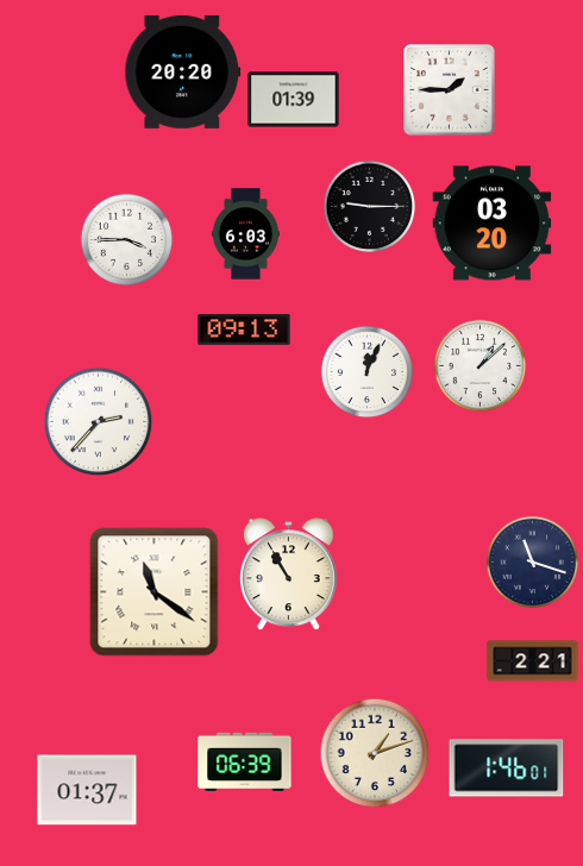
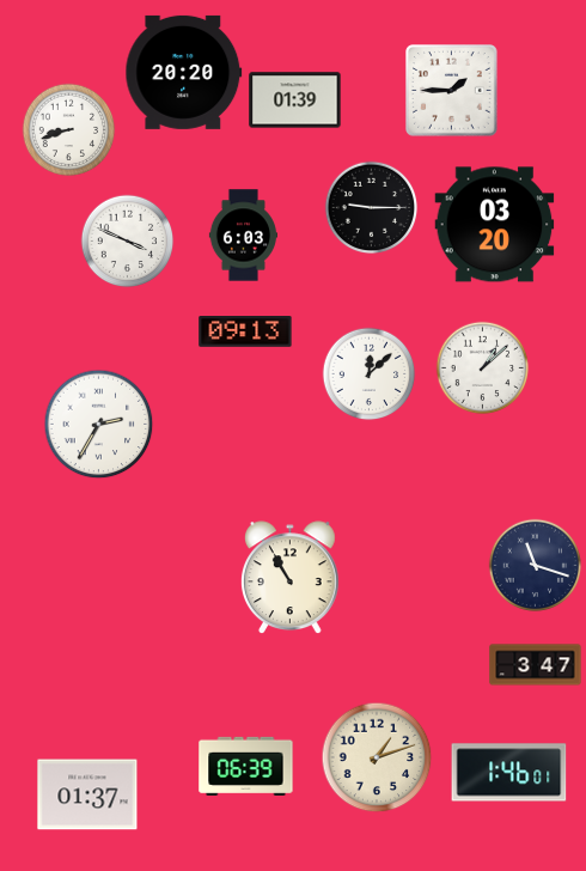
clock at (68, 129): none -> 8:42
clock at (245, 234) position: (245, 234) -> (243, 236)
clock at (126, 239): 3:45 -> 3:49
clock at (366, 371): 12:04 -> 12:08
clock at (98, 421): 2:37 -> 2:35
clock at (155, 592): 11:21 -> none
clock at (533, 661): 2:21 -> 3:47
